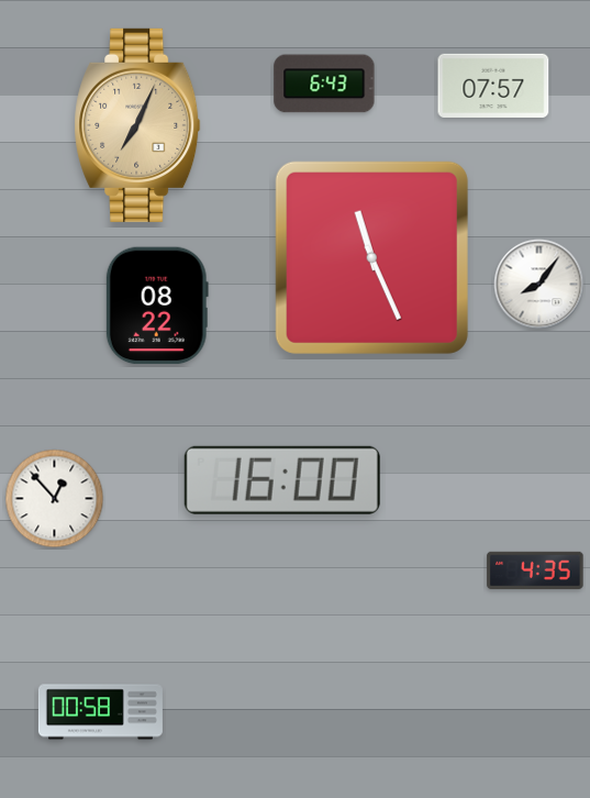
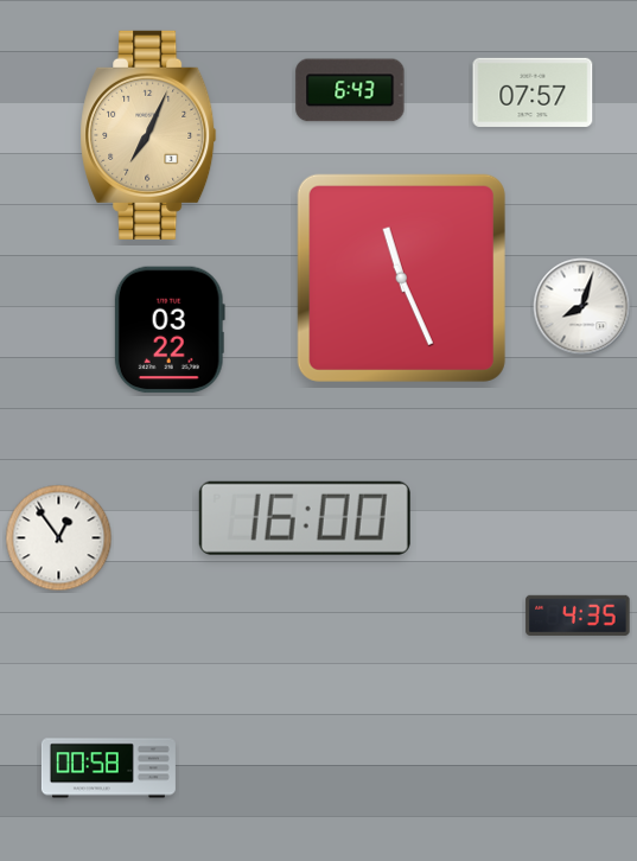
clock at (539, 285): 8:06 -> 8:03
clock at (157, 306): 08:22 -> 03:22
clock at (55, 499): 12:53 -> 12:54
